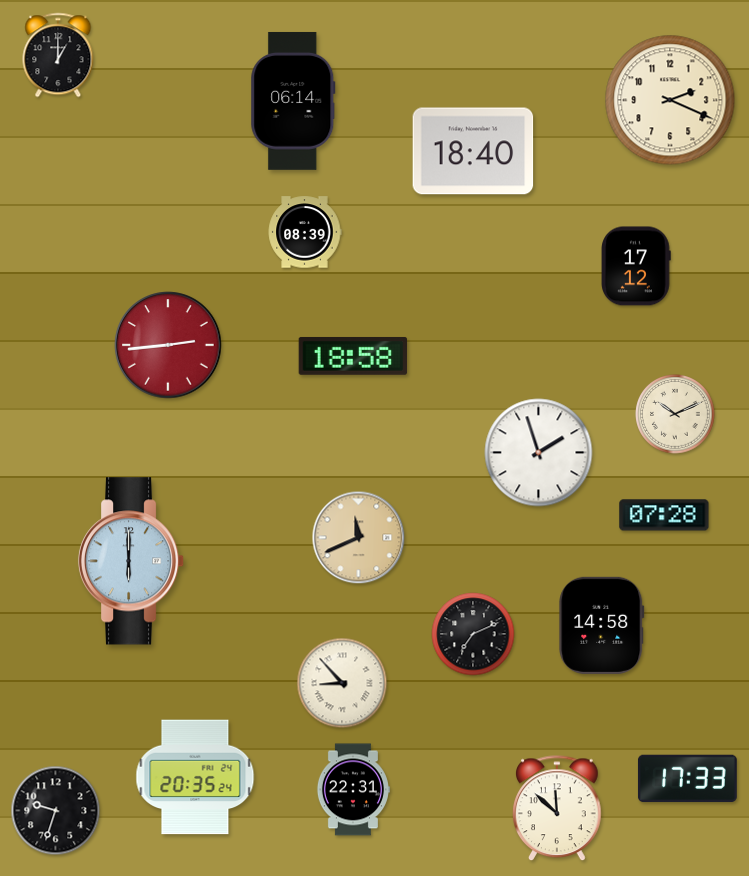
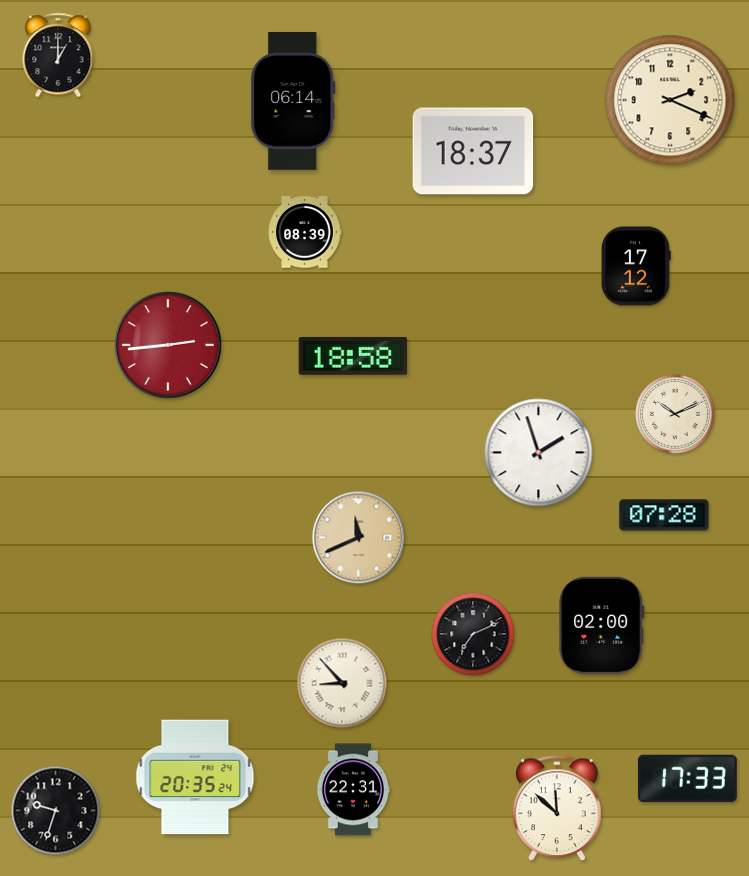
clock at (473, 151): 18:40 -> 18:37
clock at (131, 561): 6:00 -> none
clock at (602, 625): 14:58 -> 02:00
